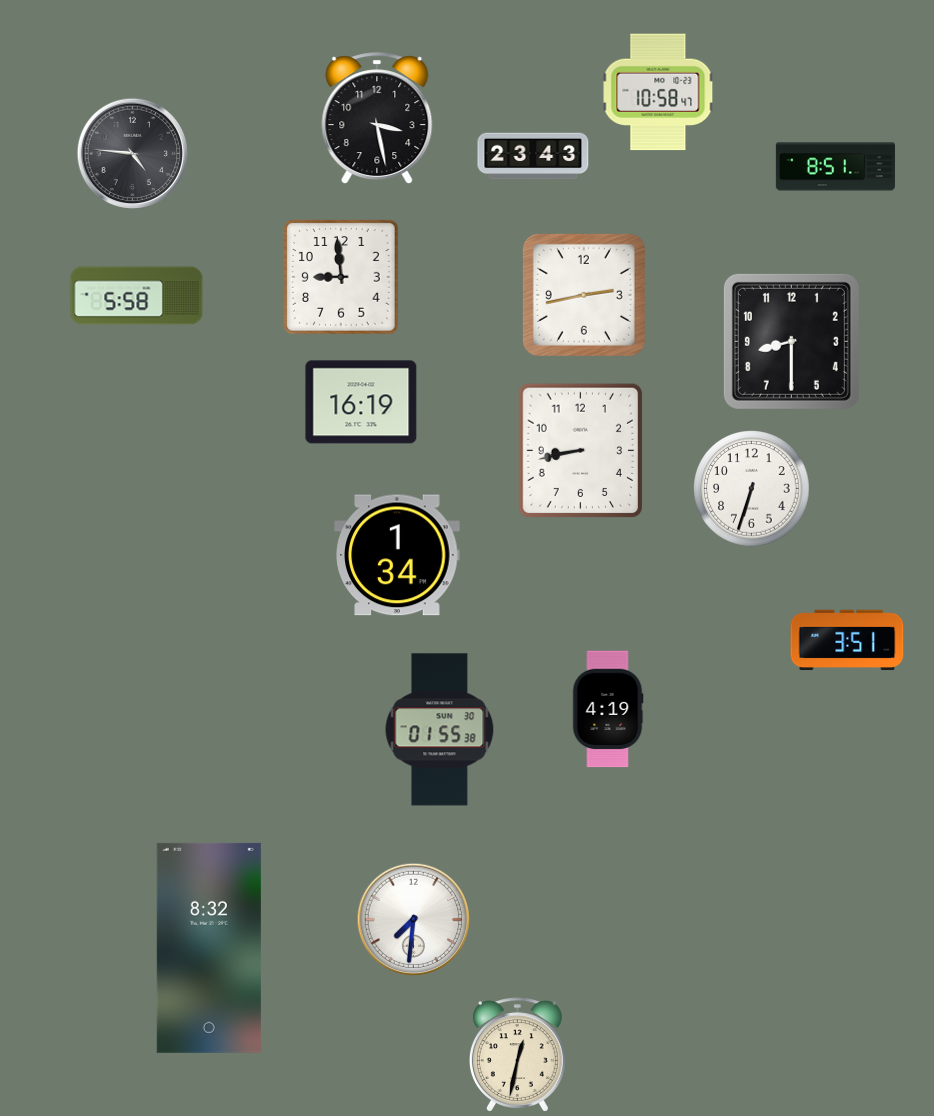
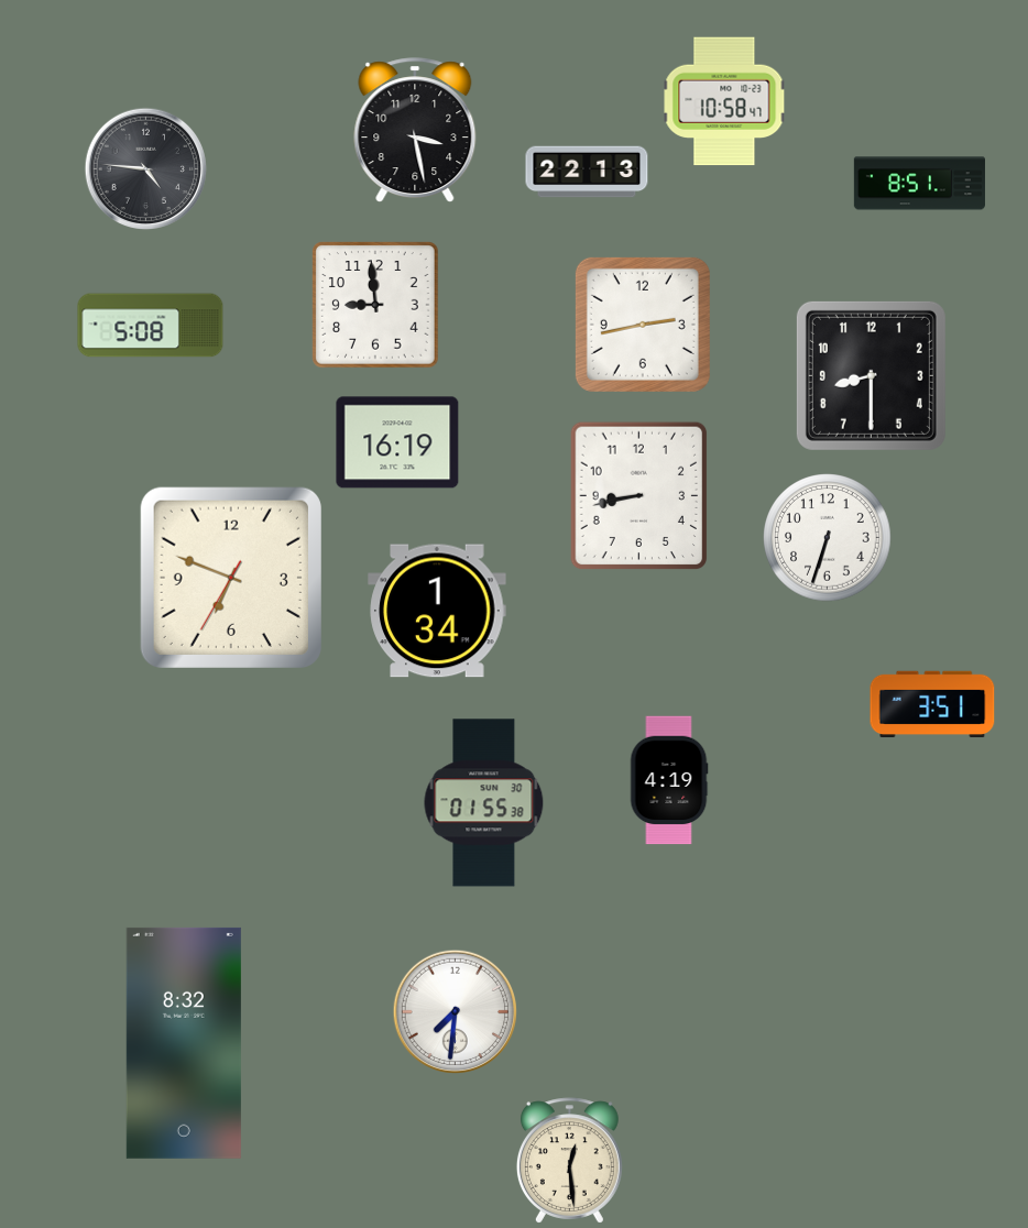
clock at (533, 156): 23:43 -> 22:13
clock at (137, 296): 5:58 -> 5:08
clock at (231, 578): none -> 6:48
clock at (209, 948) position: (209, 948) -> (184, 1043)
clock at (517, 1055): 12:32 -> 12:29
